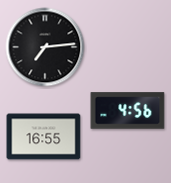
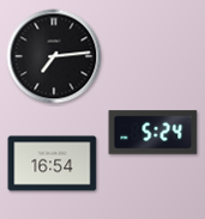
clock at (128, 111): 4:56 -> 5:24
clock at (44, 137): 16:55 -> 16:54
